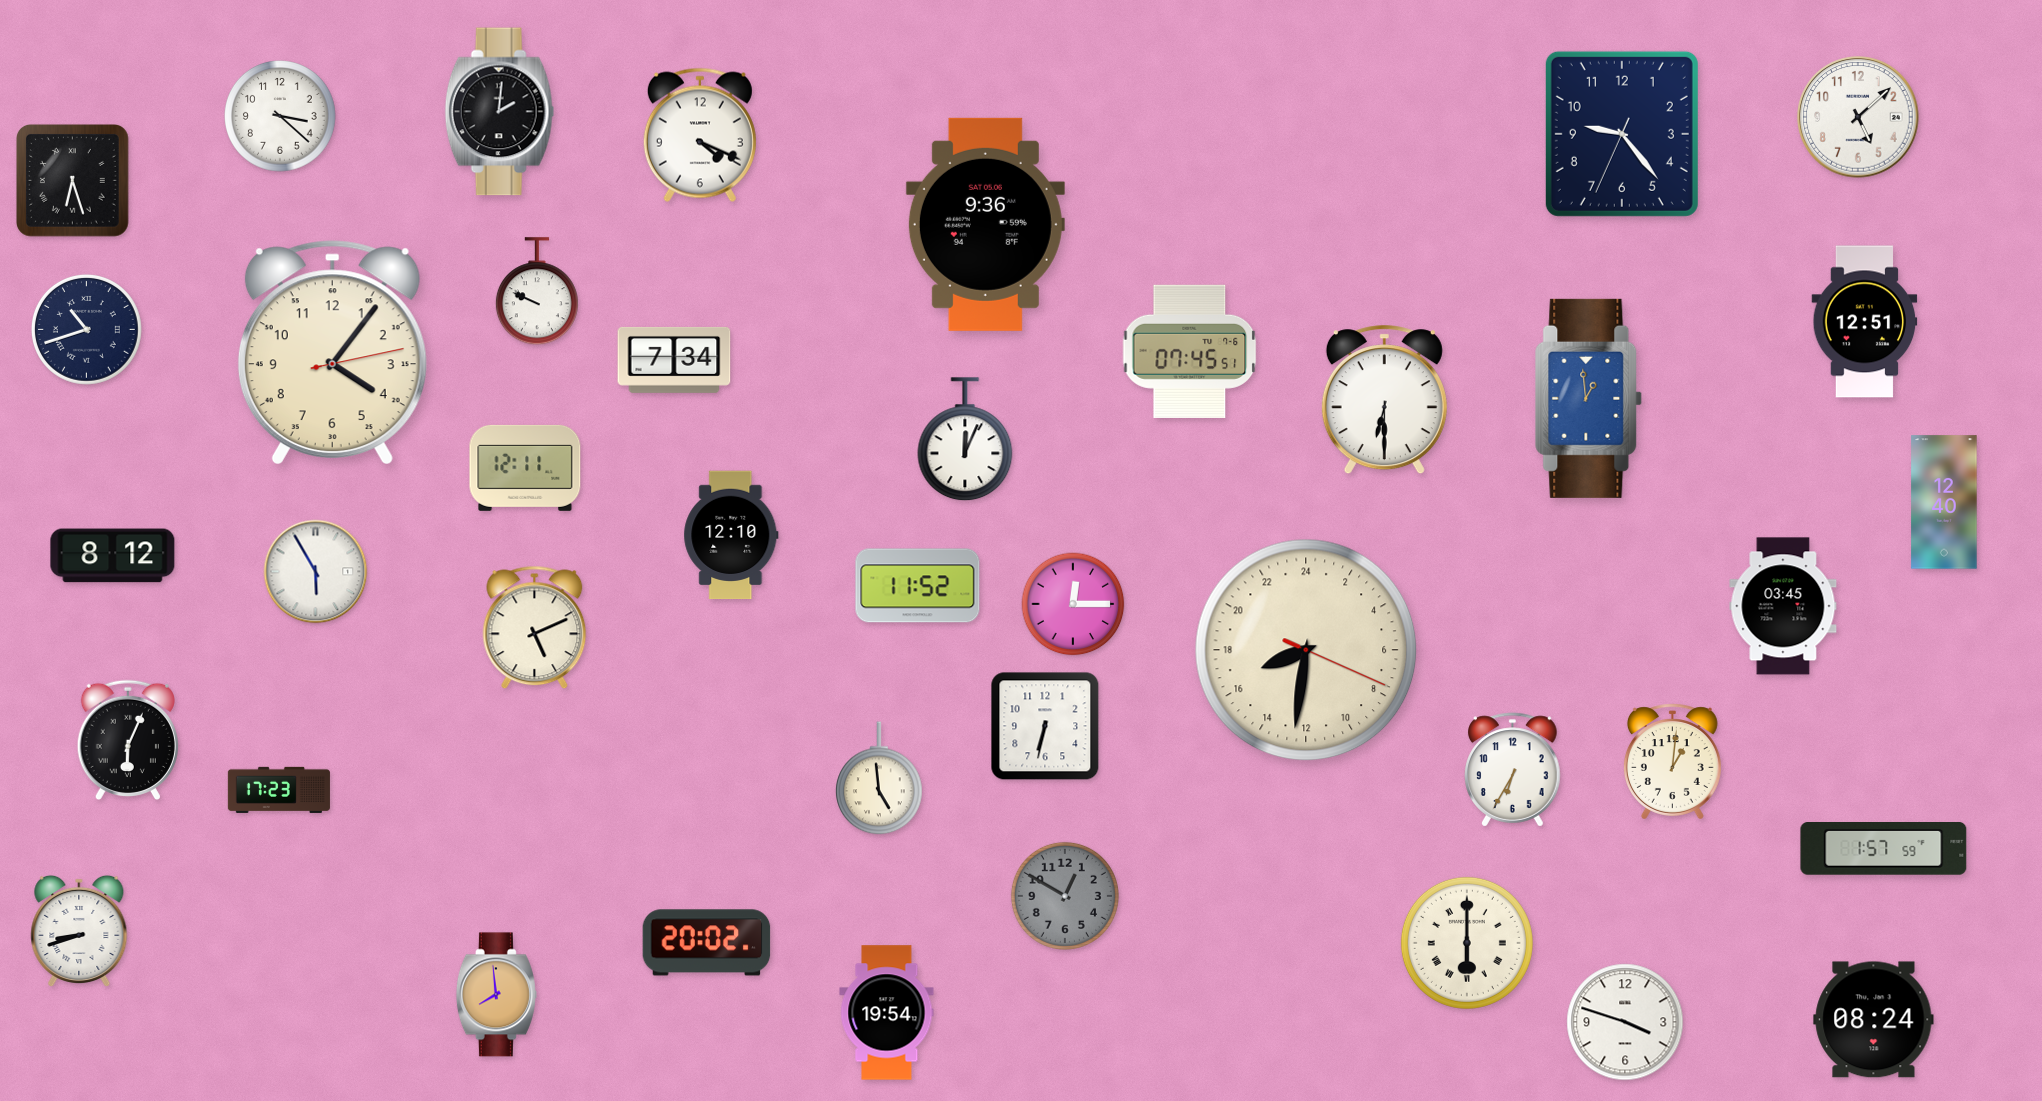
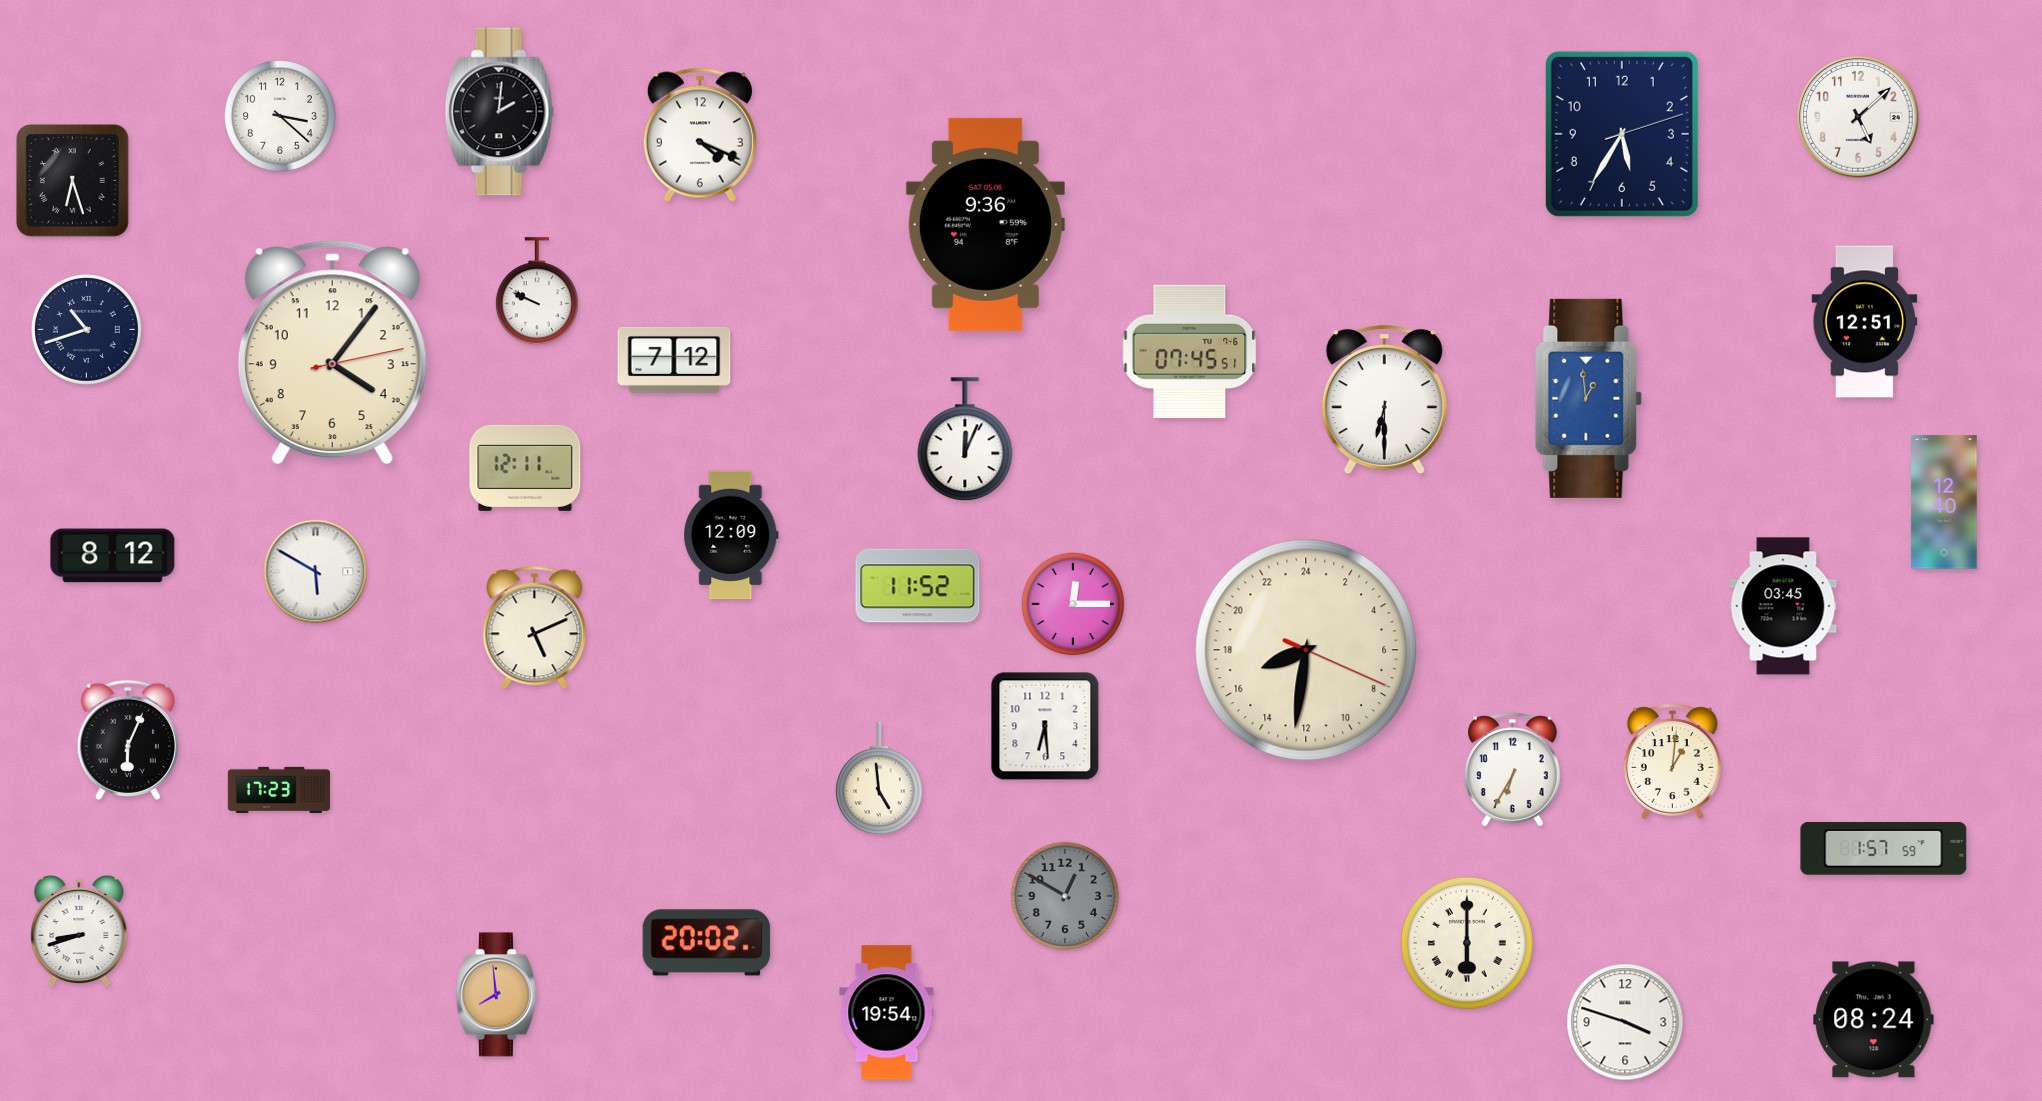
clock at (1622, 134): 9:23 -> 5:35
clock at (674, 360): 7:34 -> 7:12
clock at (731, 535): 12:10 -> 12:09
clock at (316, 572): 5:55 -> 5:50
clock at (1045, 726): 6:32 -> 6:29
